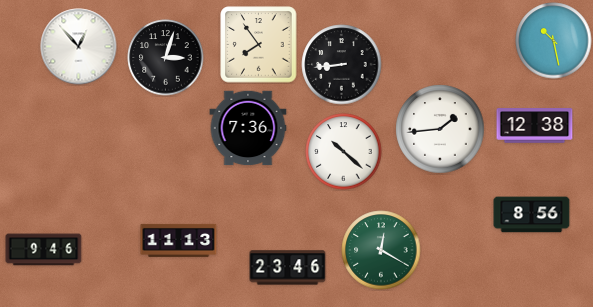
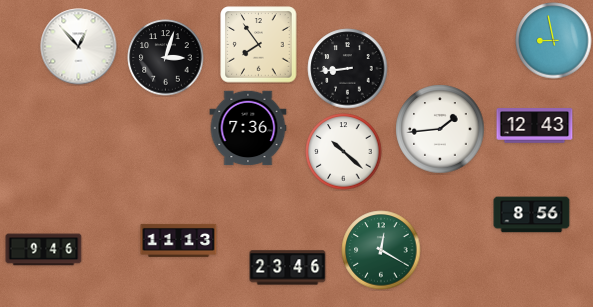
clock at (554, 41): 10:28 -> 8:58
clock at (342, 65) position: (342, 65) -> (348, 69)
clock at (535, 126): 12:38 -> 12:43
